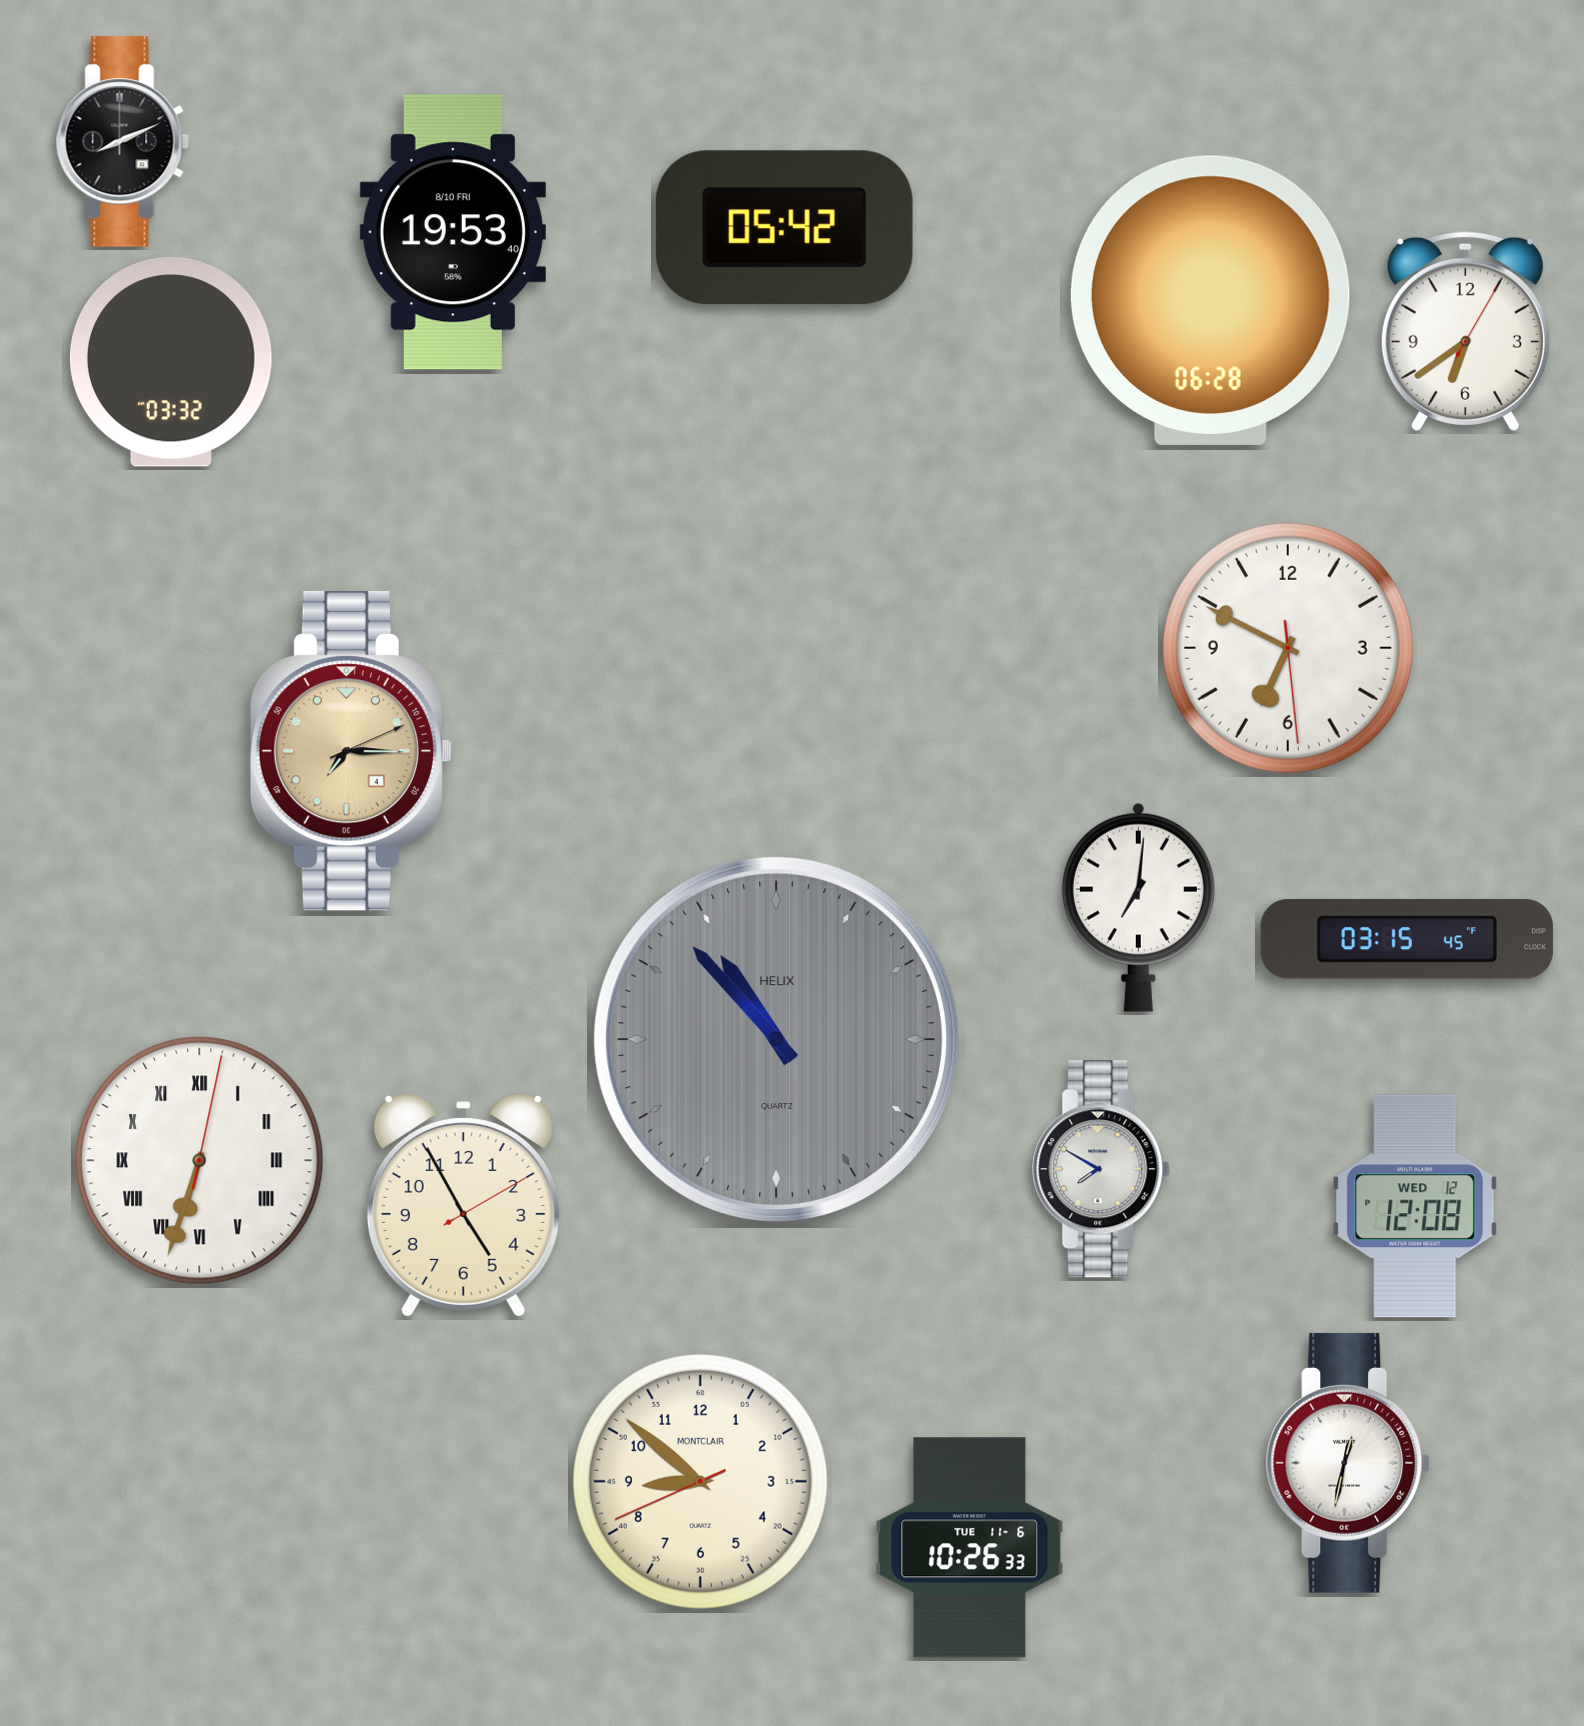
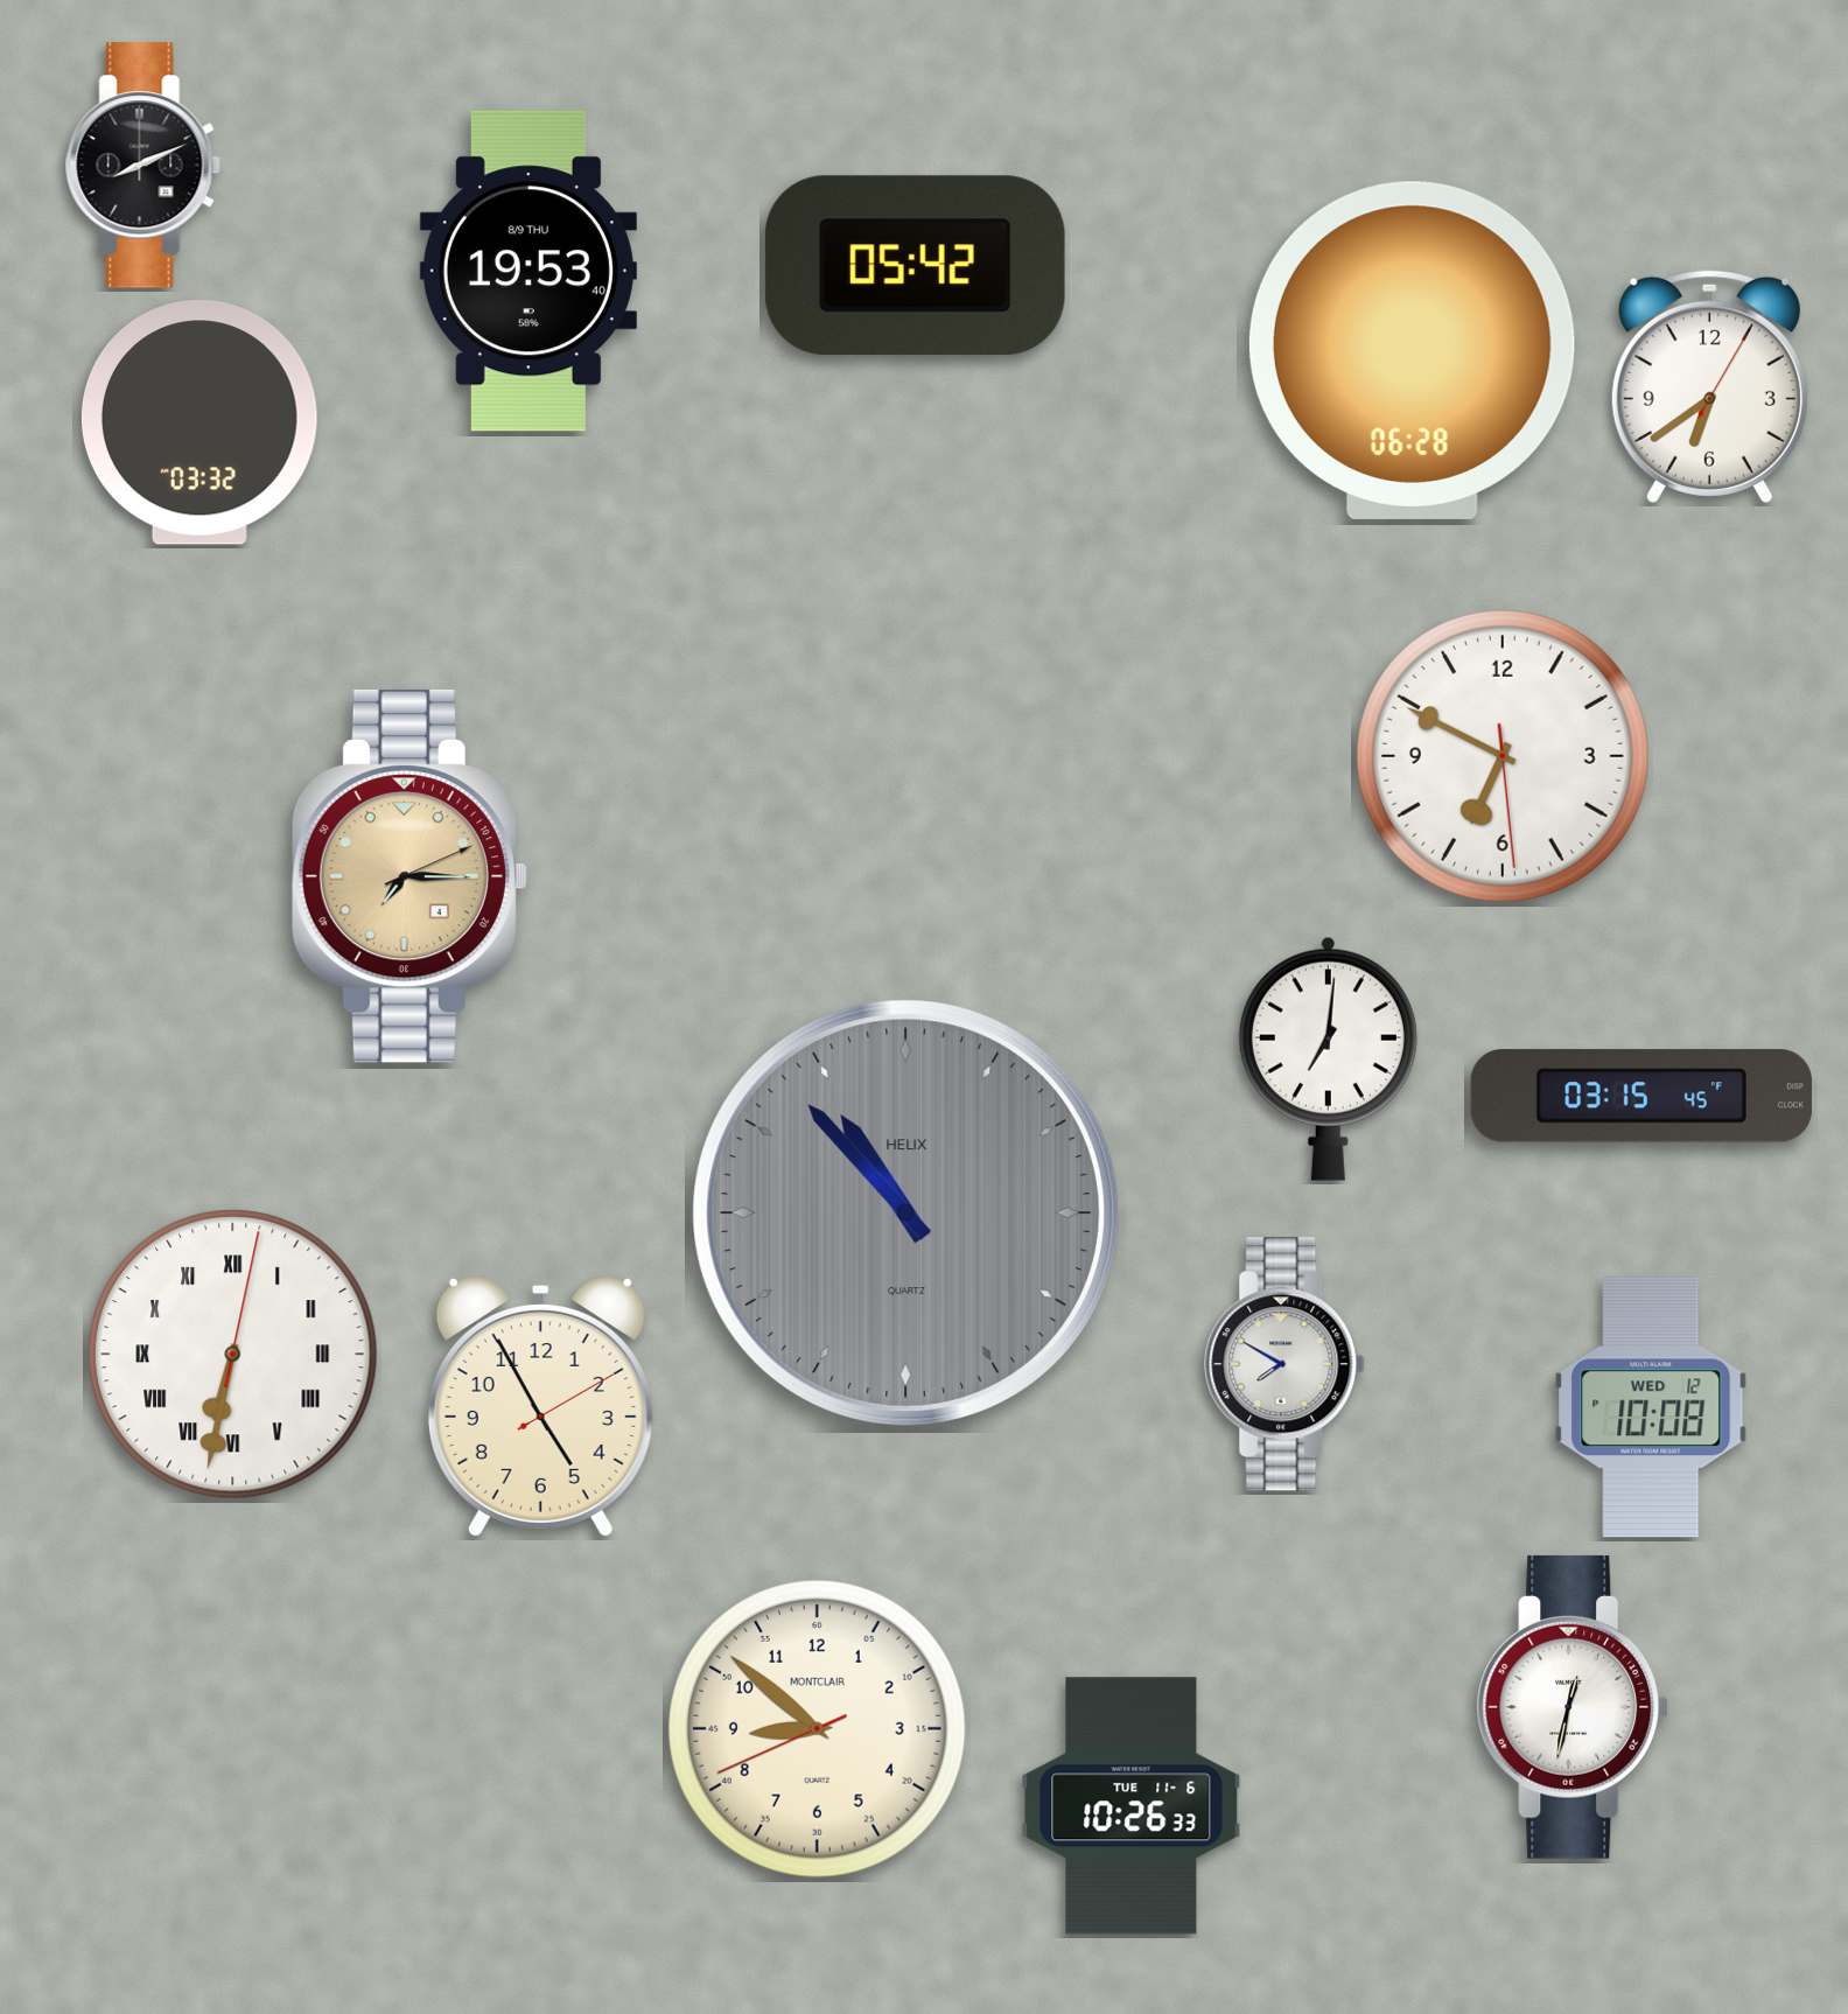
clock at (453, 232) date: 8/10 FRI -> 8/9 THU
clock at (200, 1161): 6:33 -> 6:32
clock at (1415, 1206): 12:08 -> 10:08
